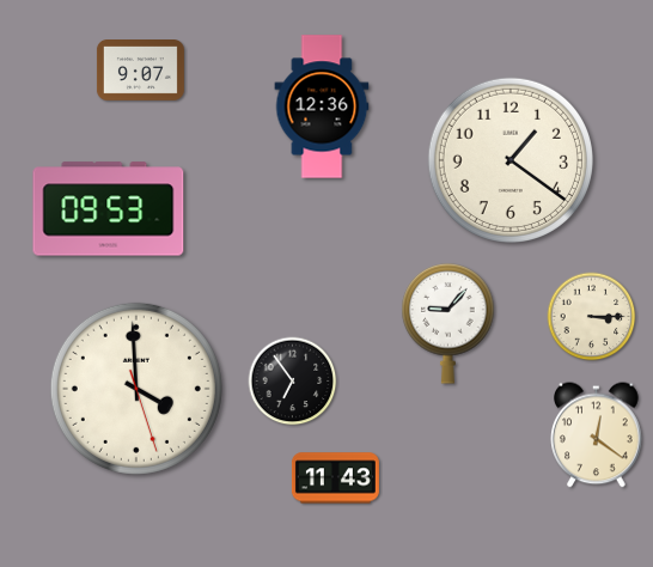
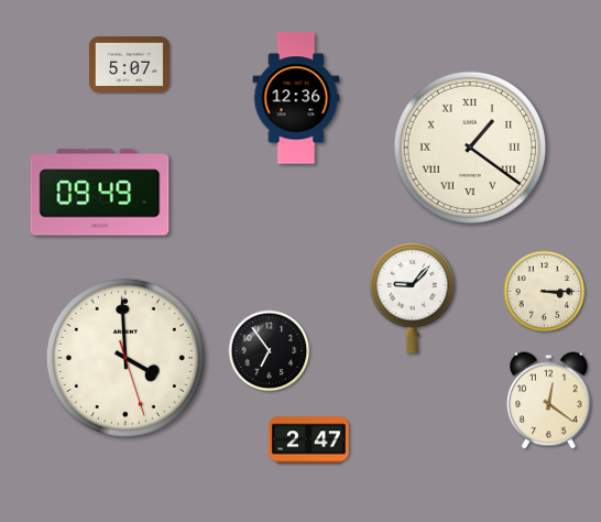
clock at (140, 71): 9:07 -> 5:07
clock at (511, 160) numerals: Arabic -> Roman
clock at (109, 209): 09:53 -> 09:49
clock at (335, 478): 11:43 -> 2:47
